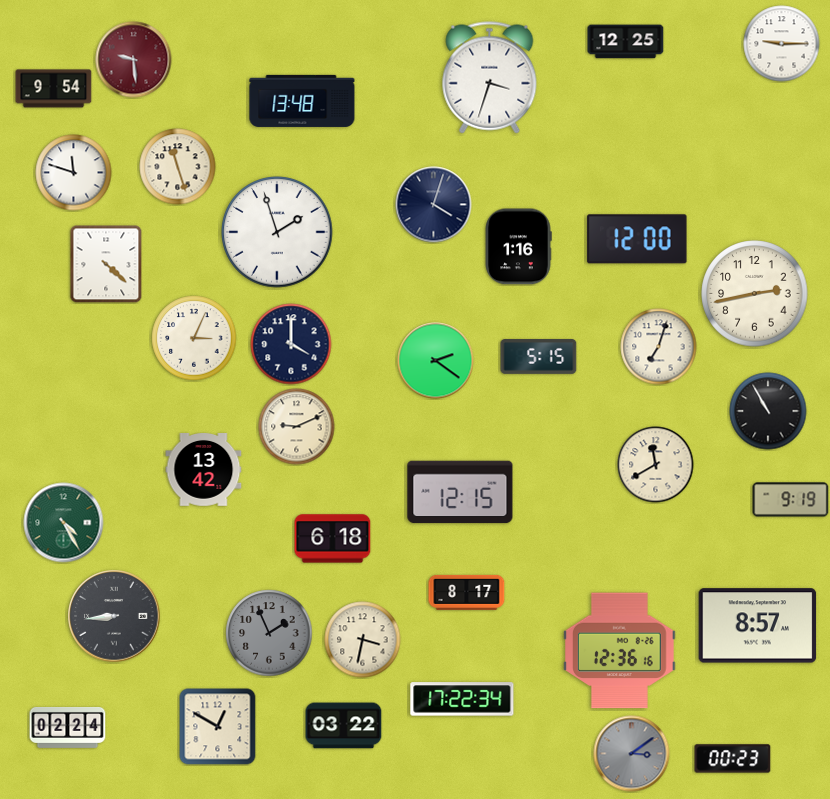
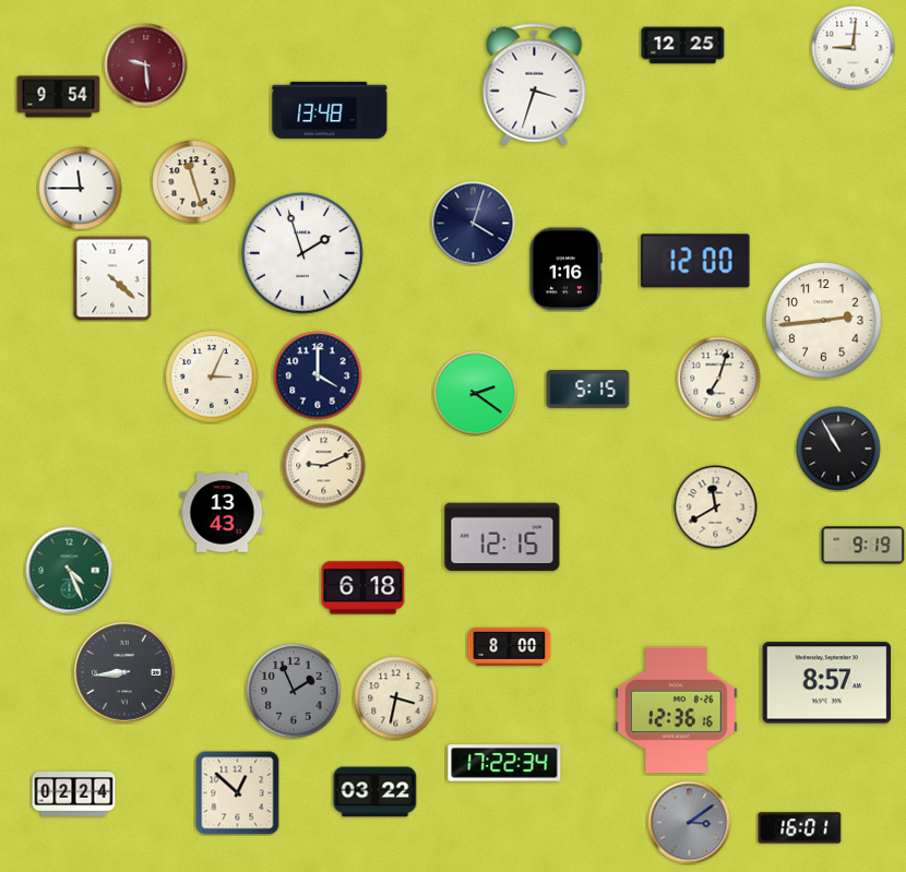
clock at (782, 44): 9:15 -> 9:01
clock at (74, 173): 11:48 -> 11:45
clock at (106, 264) position: (106, 264) -> (112, 278)
clock at (755, 294): 2:43 -> 2:44
clock at (194, 338) position: (194, 338) -> (212, 377)
clock at (204, 470): 13:42 -> 13:43
clock at (64, 523): 4:25 -> 4:26
clock at (467, 592): 8:17 -> 8:00
clock at (218, 727): 12:50 -> 12:52
clock at (733, 759): 00:23 -> 16:01
